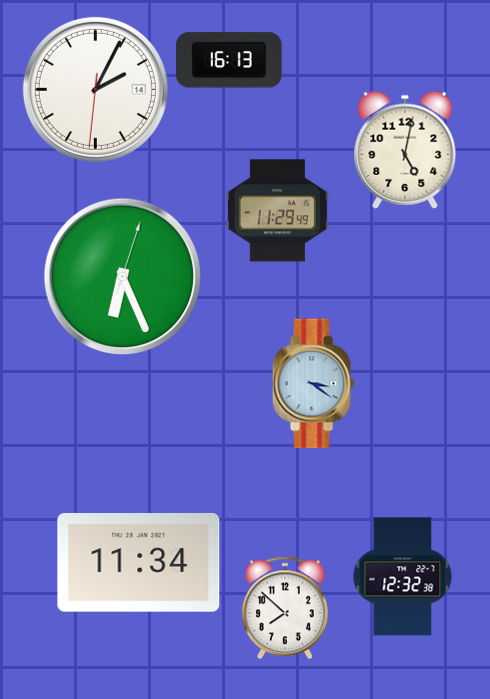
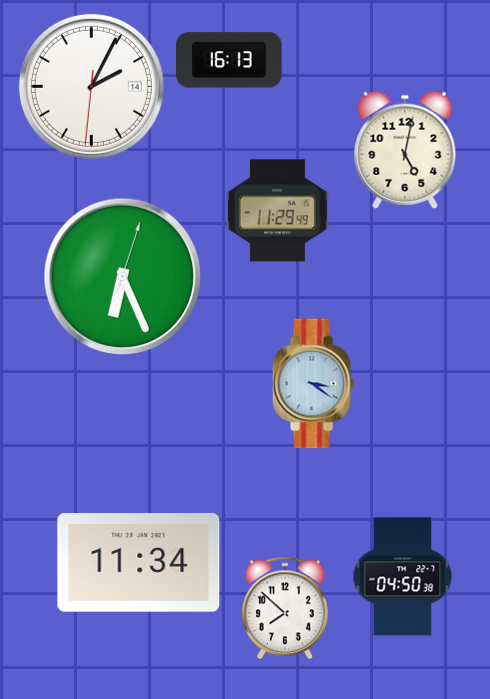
clock at (95, 89) position: (95, 89) -> (91, 86)
clock at (403, 577): 12:32 -> 04:50
